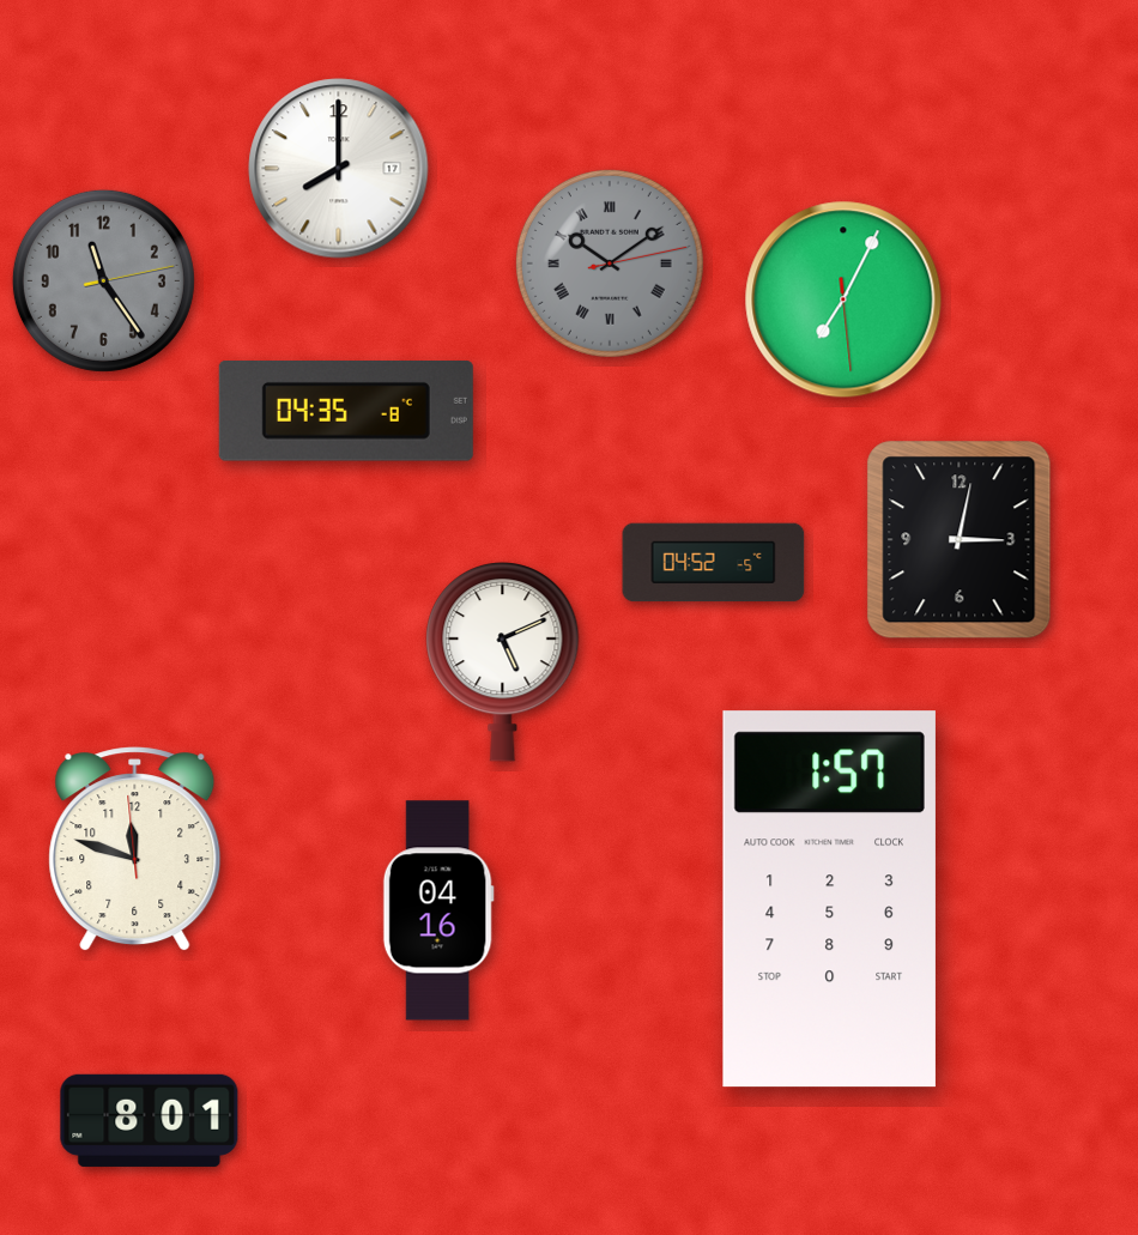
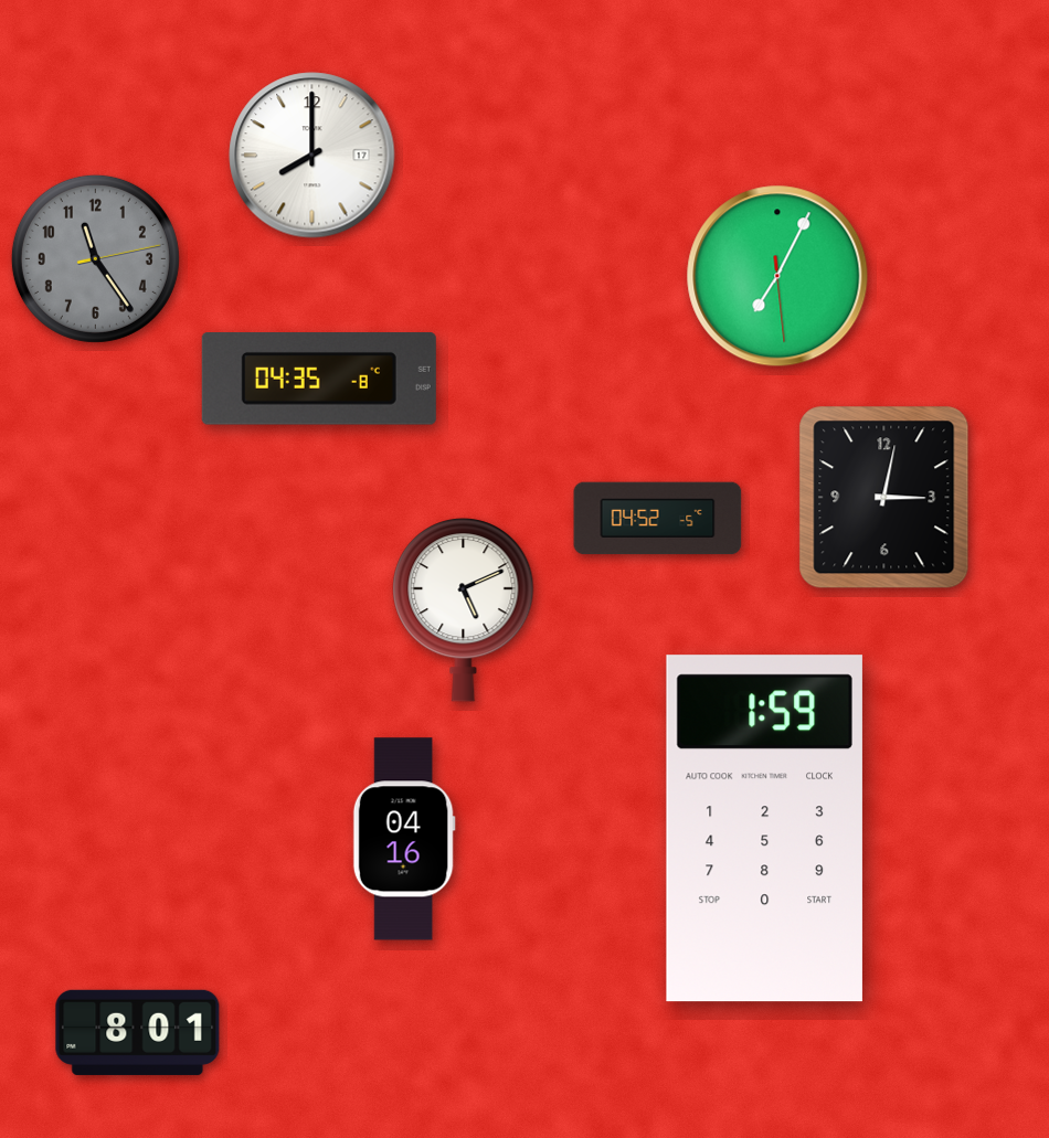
clock at (610, 264): 10:09 -> none
clock at (135, 849): 11:47 -> none
clock at (829, 900): 1:57 -> 1:59
